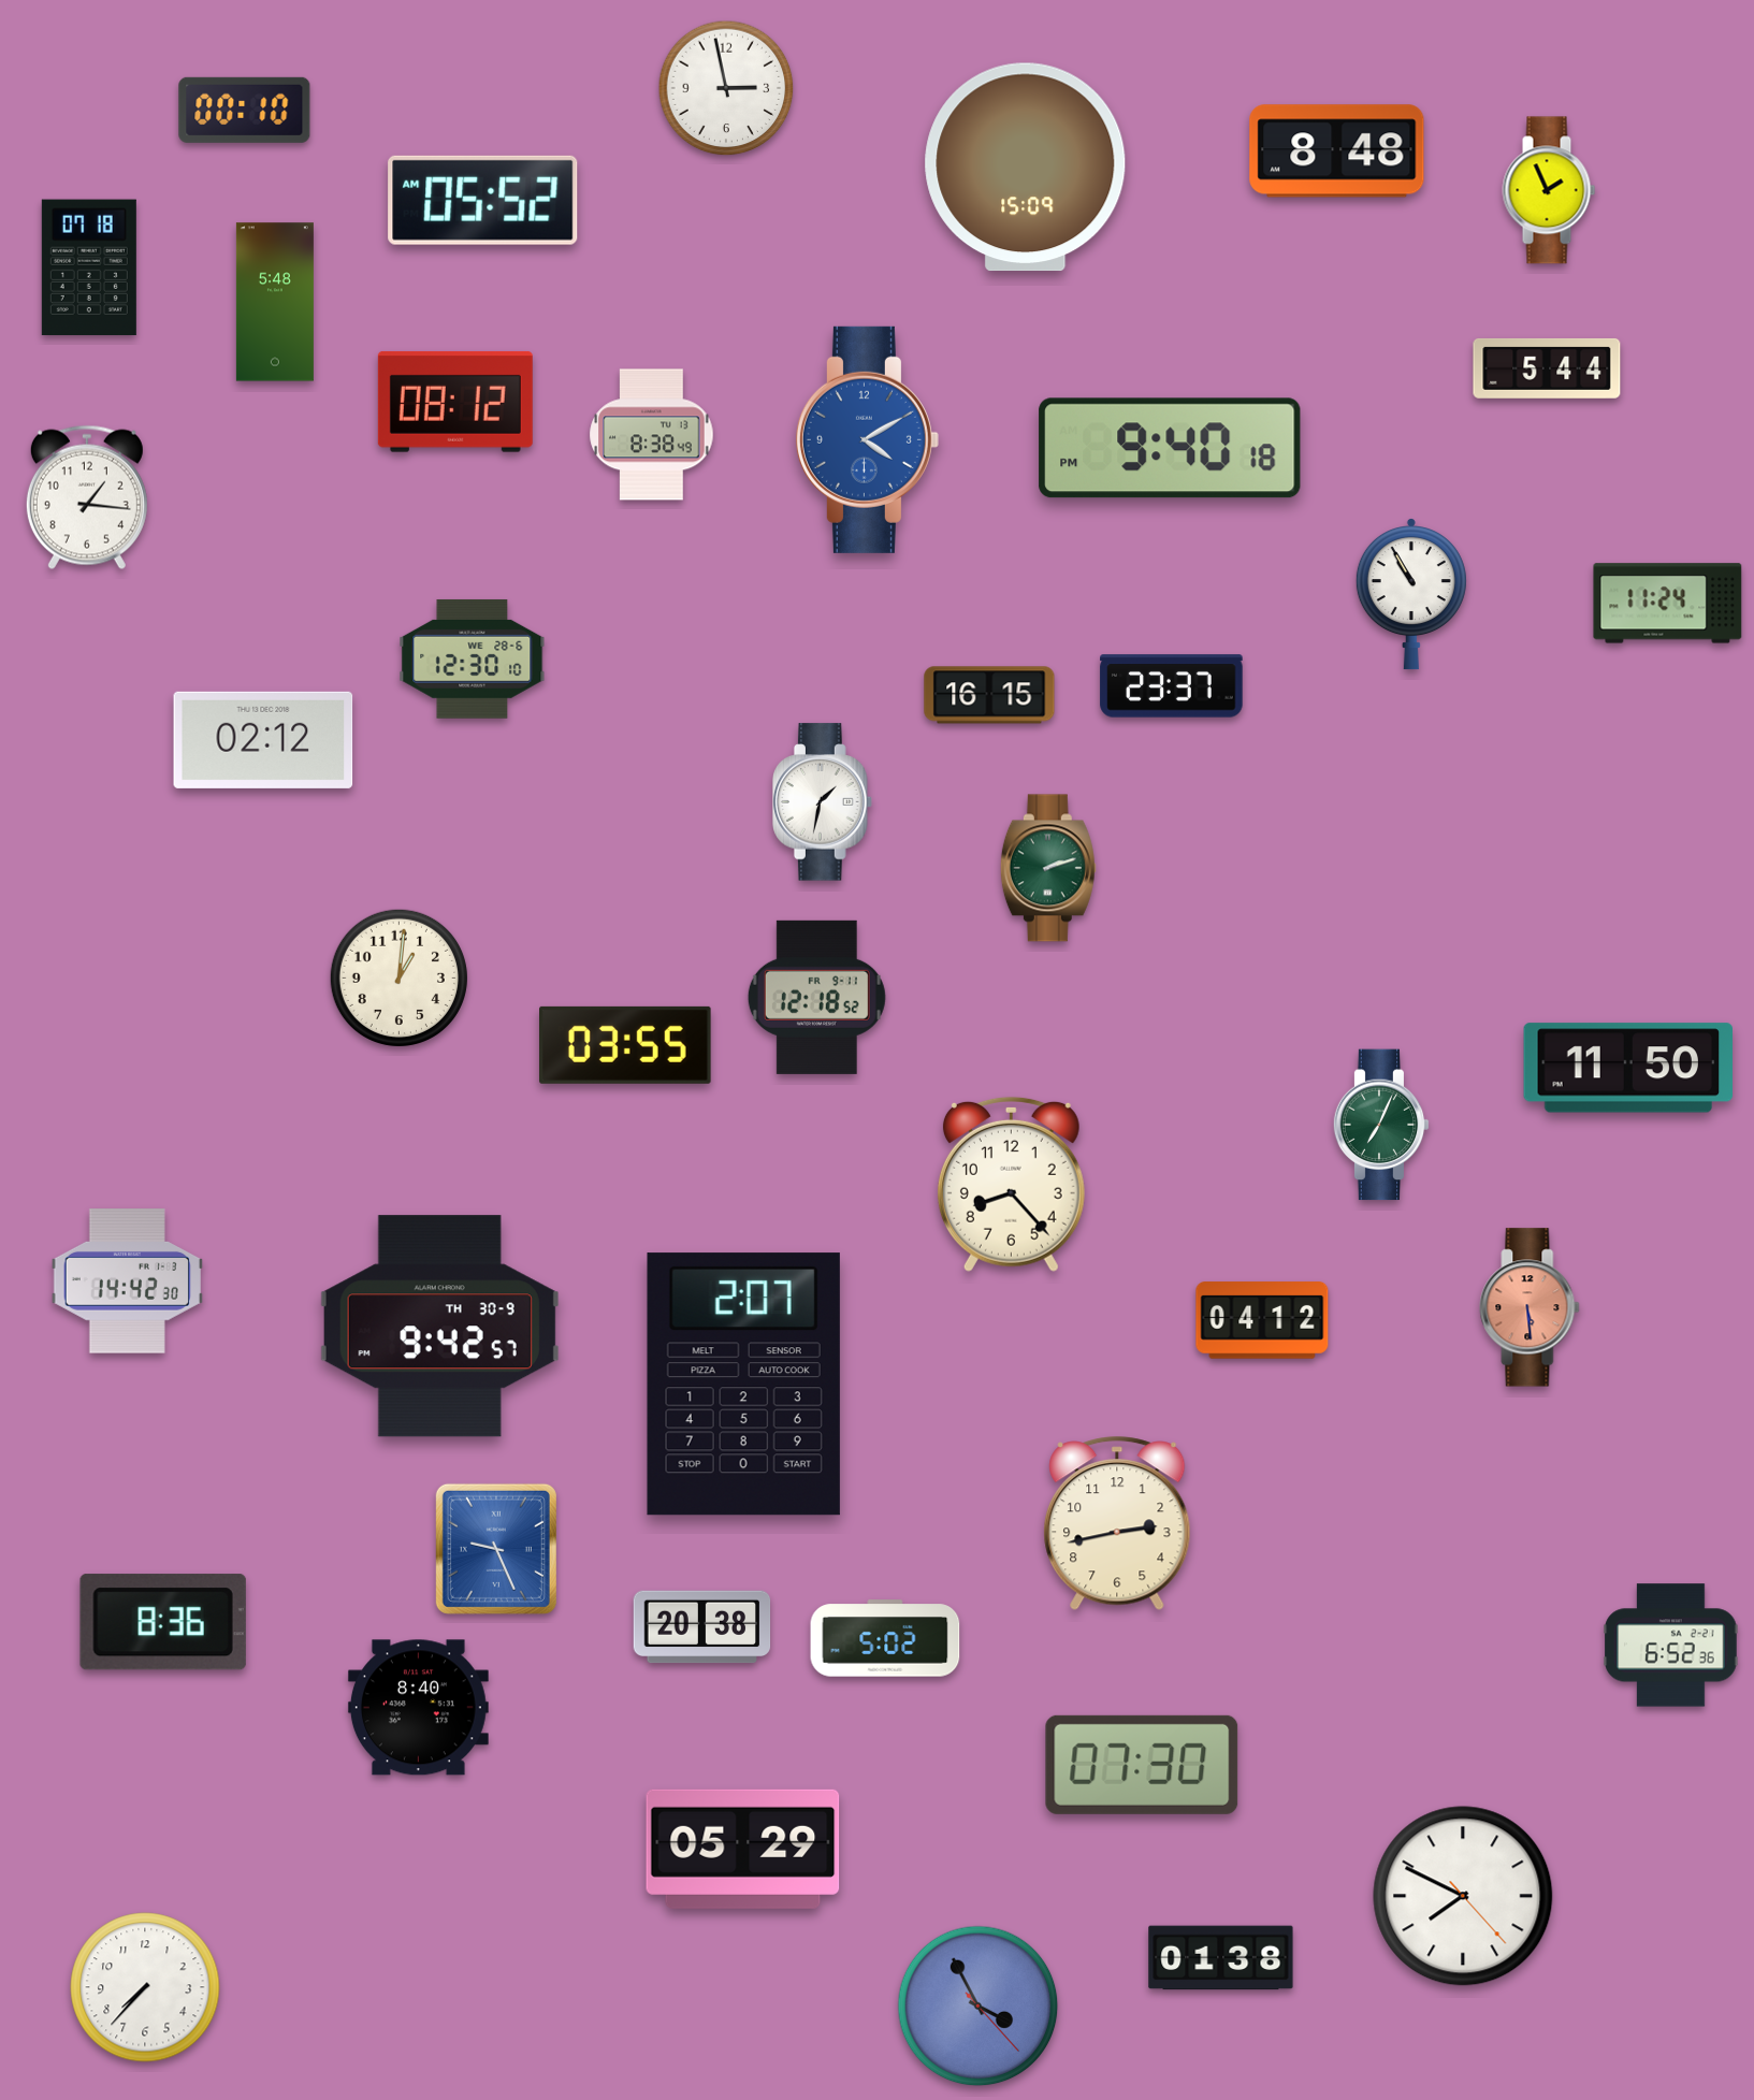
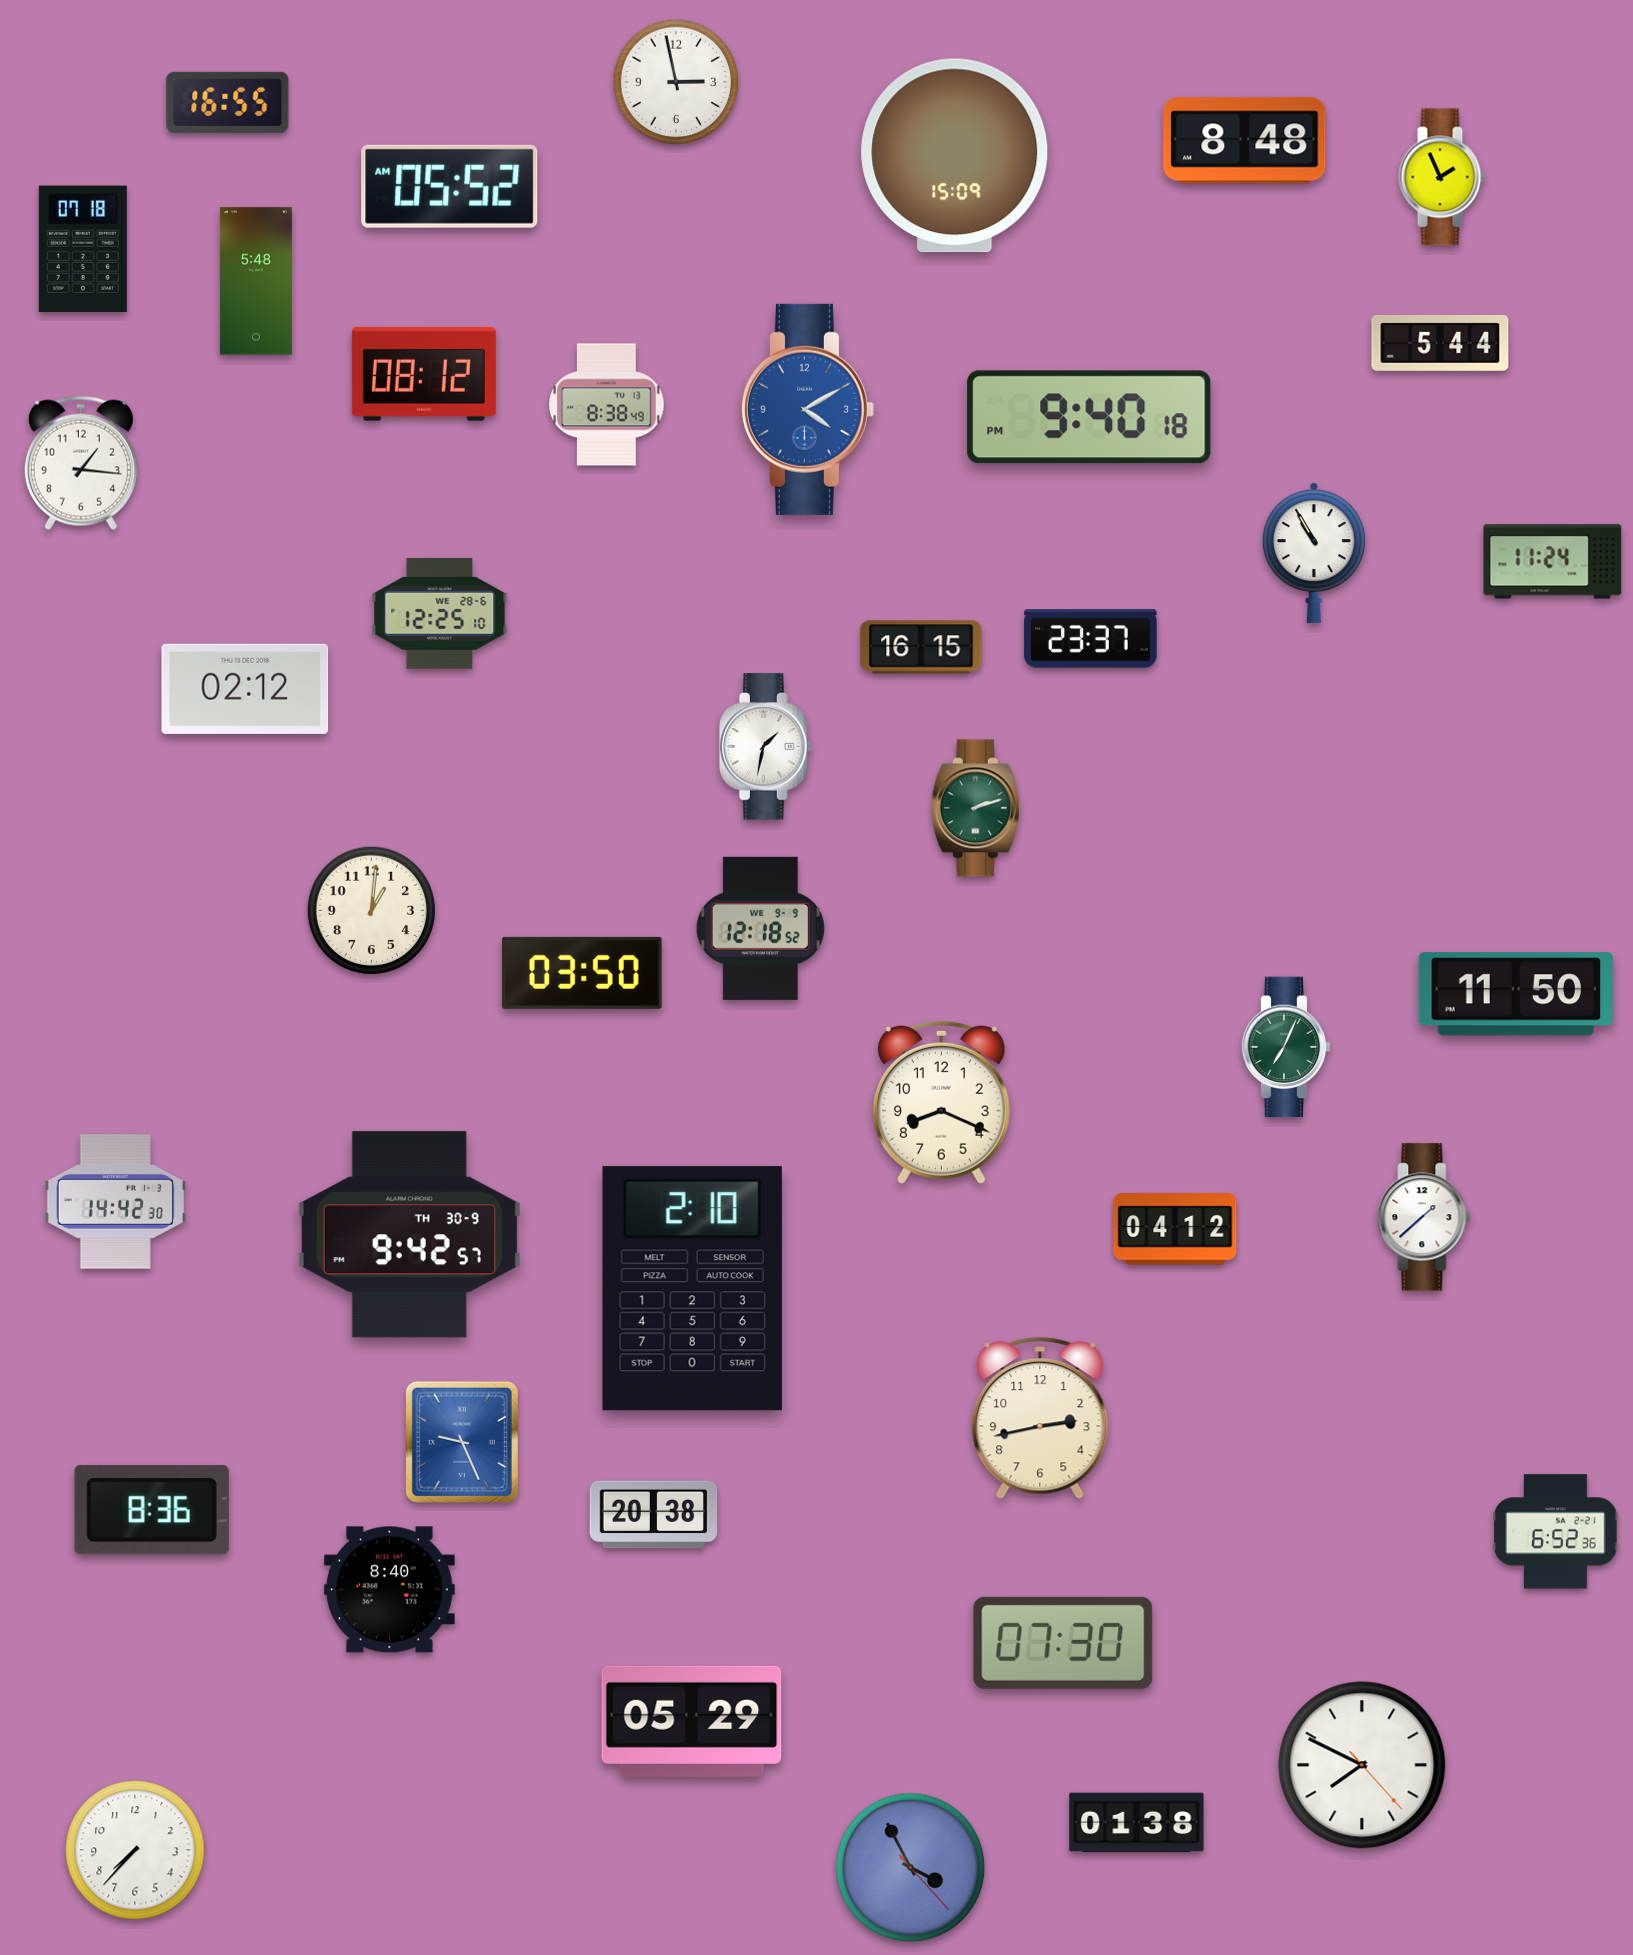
clock at (245, 110): 00:10 -> 16:55
clock at (473, 658): 12:30 -> 12:25
clock at (816, 997) date: FR 9-11 -> WE 9-9
clock at (625, 1045): 03:55 -> 03:50
clock at (1011, 1184): 8:23 -> 8:19
clock at (127, 1281) position: (127, 1281) -> (115, 1202)
clock at (1530, 1307): 5:29 -> 1:38
clock at (1530, 1307) dial: salmon -> white
clock at (743, 1385): 2:07 -> 2:10
clock at (885, 1638): 5:02 -> none
